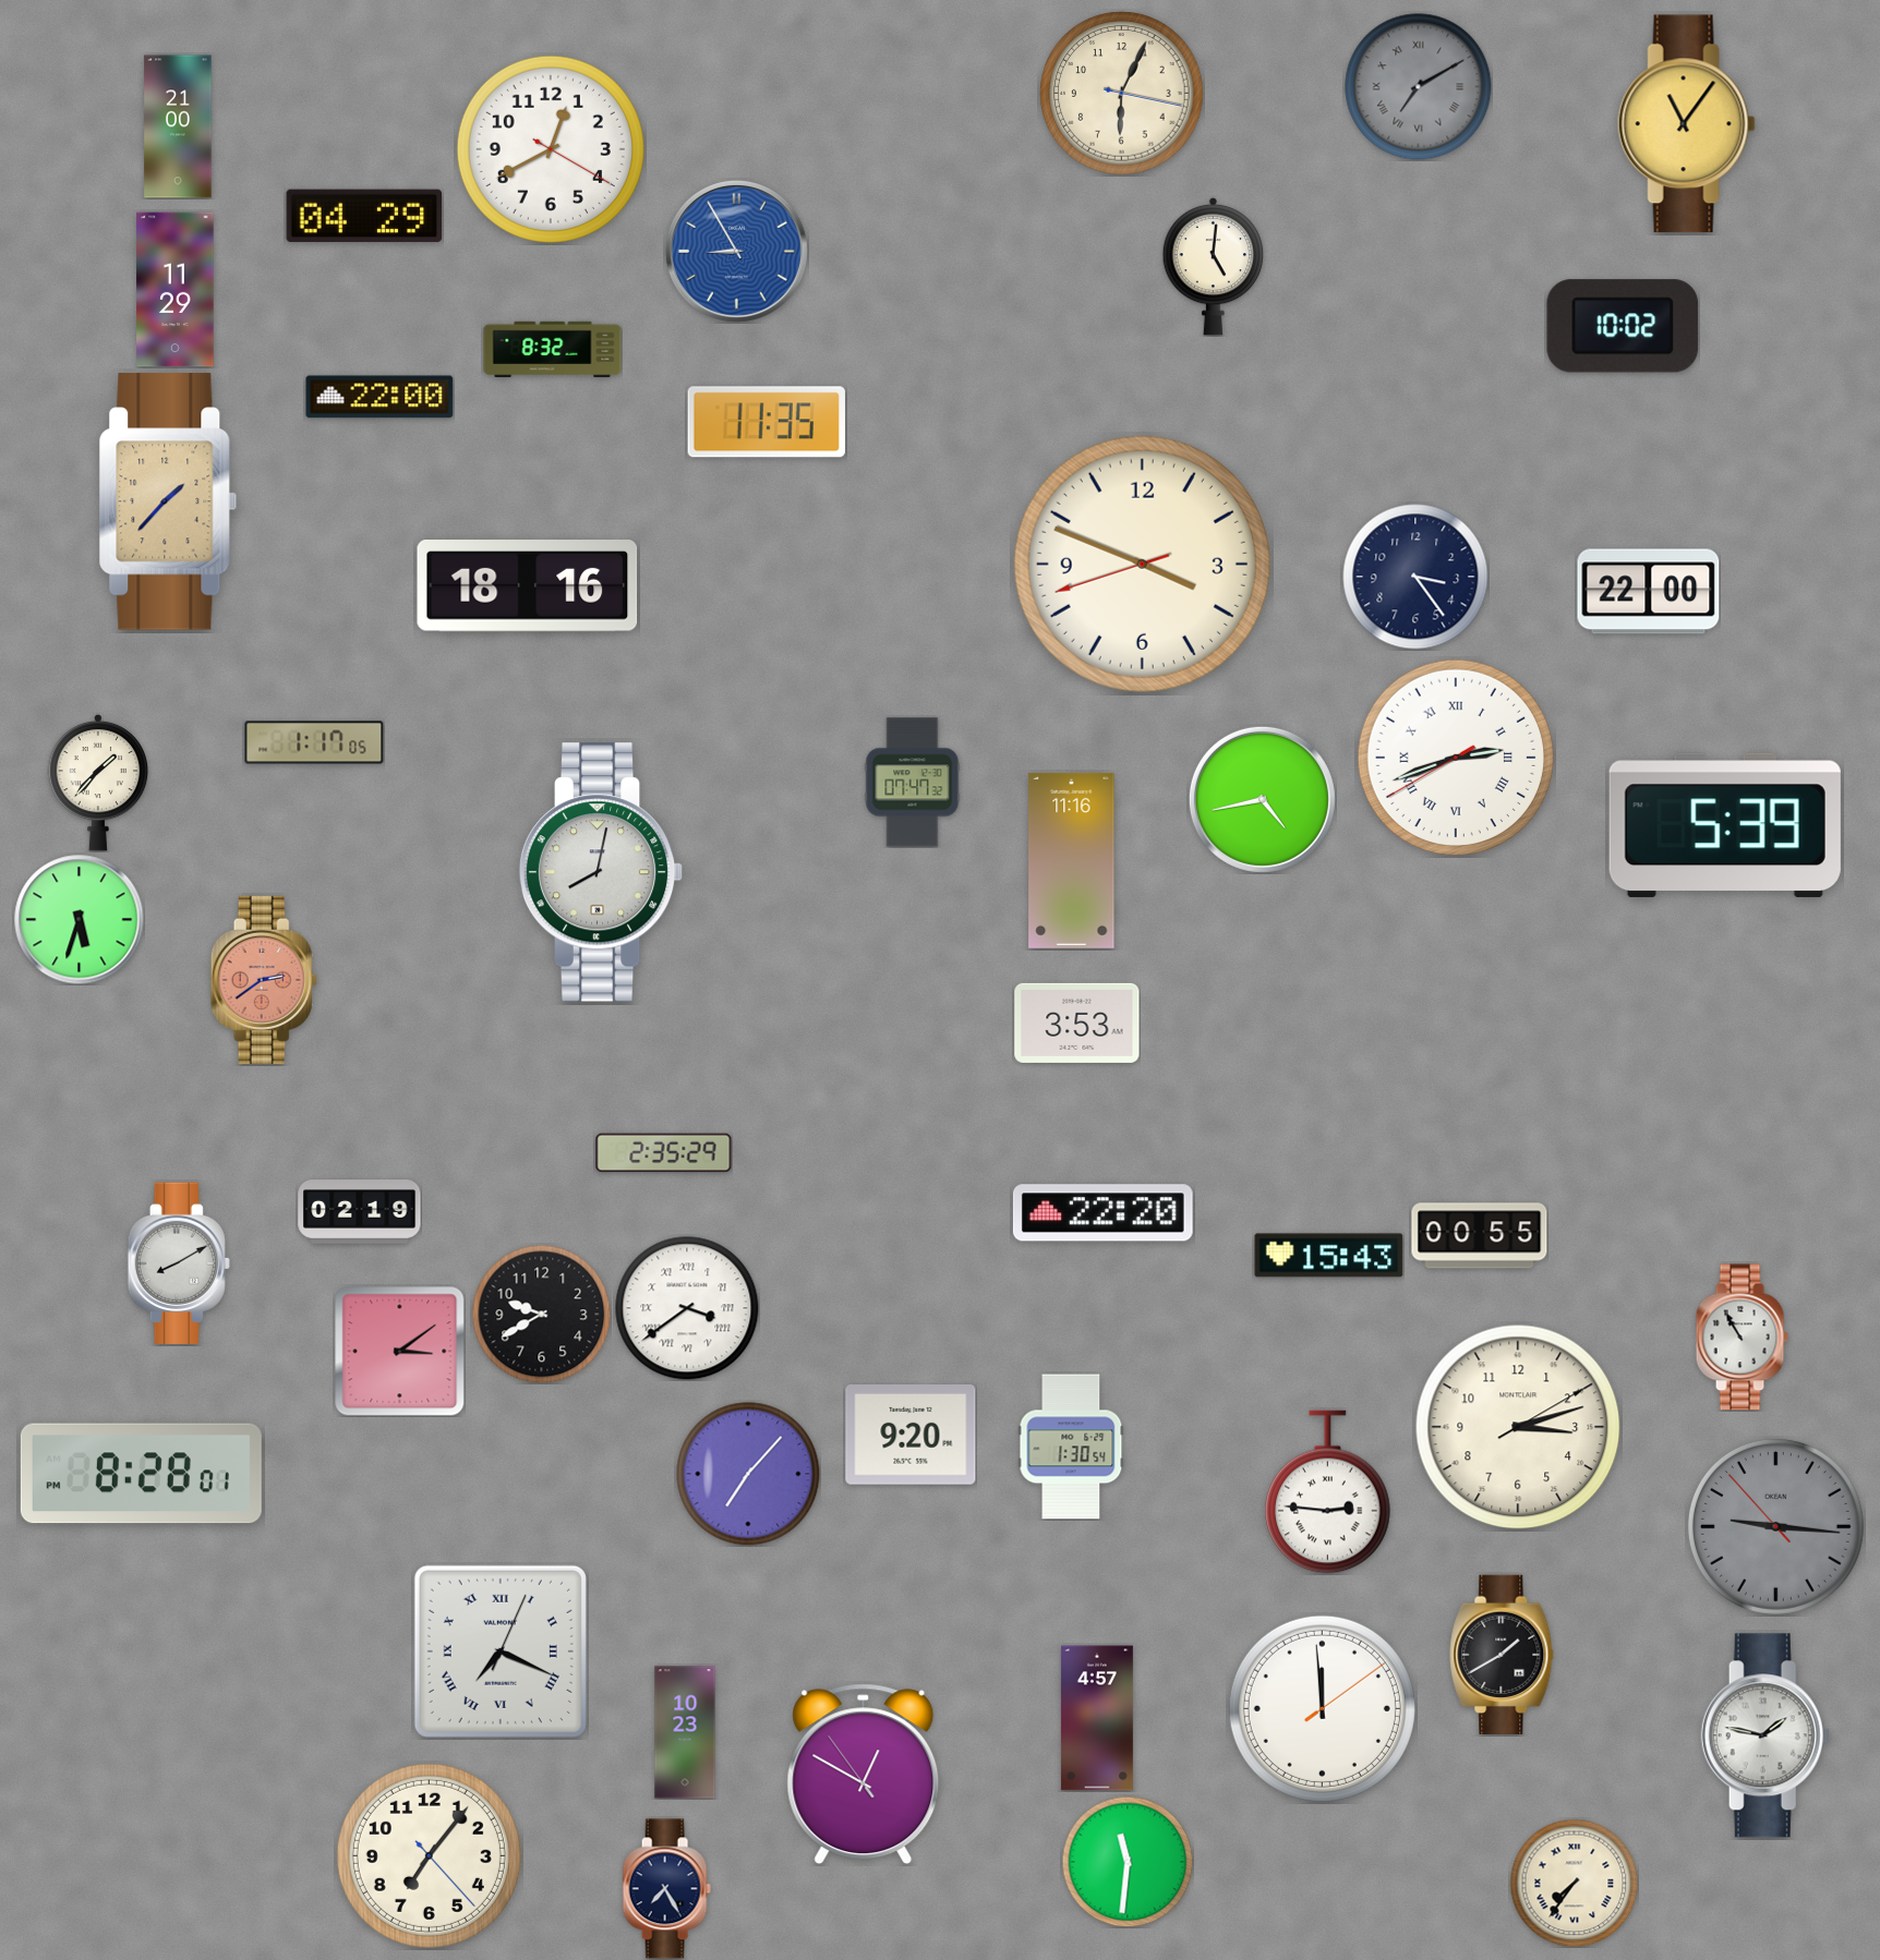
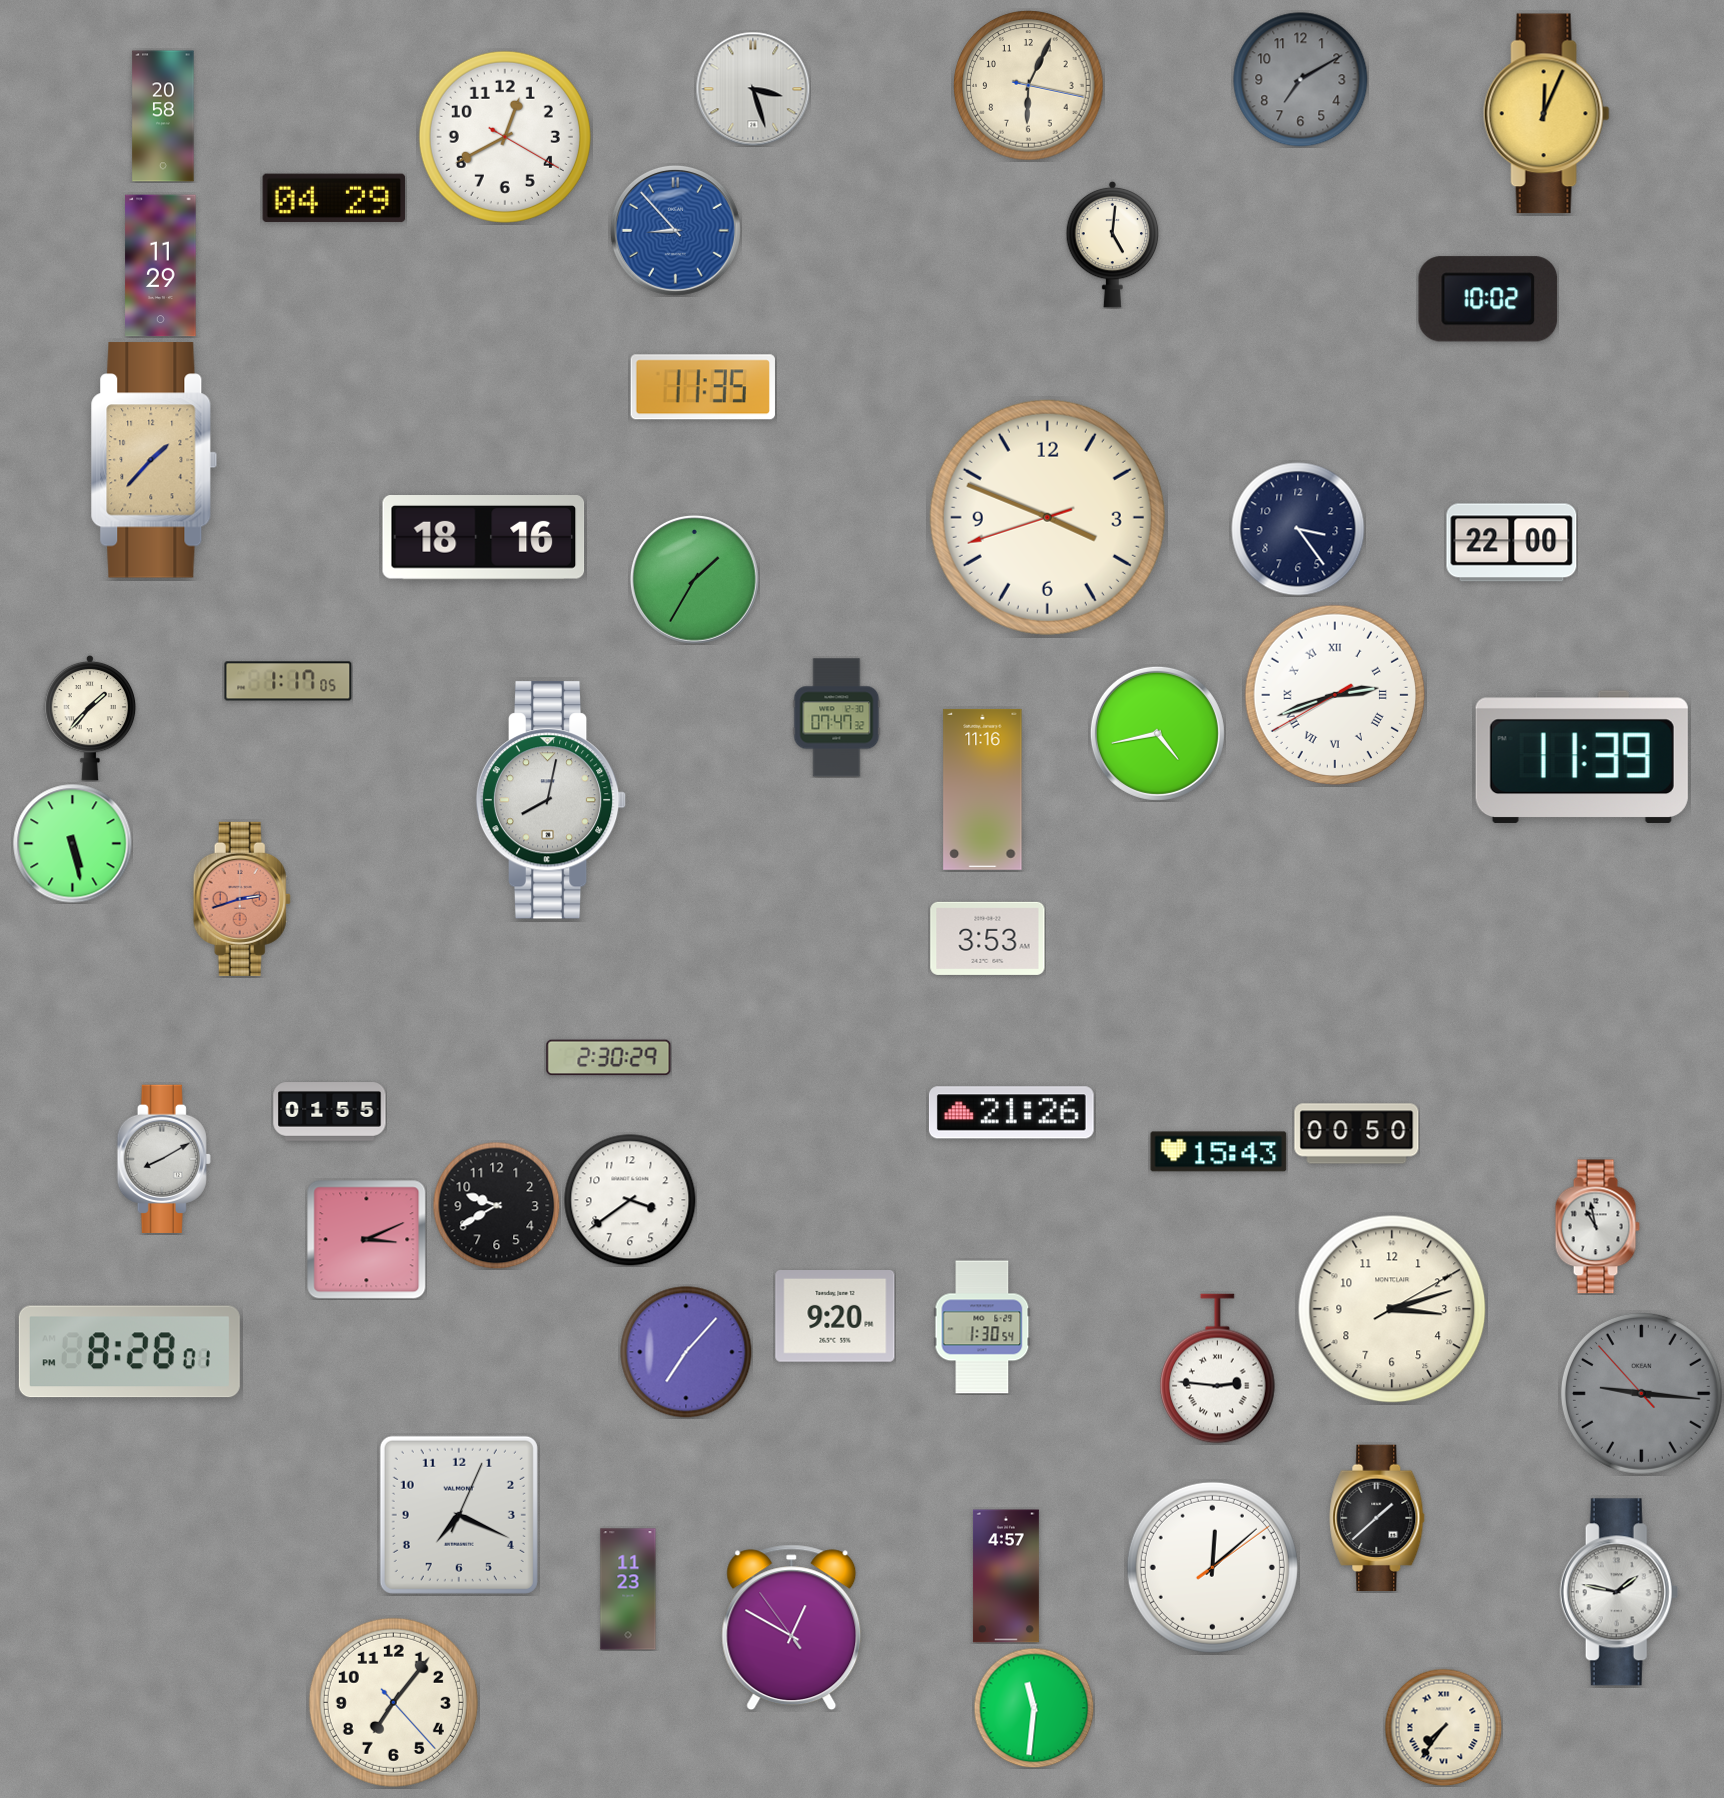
clock at (1419, 87) numerals: Roman -> Arabic
clock at (753, 89): none -> 3:27
clock at (1686, 124): 11:06 -> 12:04
clock at (178, 126): 21:00 -> 20:58
clock at (736, 251): 8:55 -> 8:53
clock at (553, 349): 8:32 -> none
clock at (379, 397): 22:00 -> none
clock at (695, 580): none -> 1:35
clock at (1725, 825): 5:39 -> 11:39
clock at (80, 920): 5:33 -> 5:28
clock at (264, 980): 2:39 -> 2:42
clock at (664, 1153): 2:35 -> 2:30
clock at (360, 1212): 02:19 -> 01:55
clock at (1102, 1213): 22:20 -> 21:26
clock at (1480, 1236): 00:55 -> 00:50
clock at (687, 1308) numerals: Roman -> Arabic
clock at (1742, 1338): 10:55 -> 10:58
clock at (399, 1351): 3:09 -> 3:11
clock at (1775, 1526) position: (1775, 1526) -> (1641, 1393)
clock at (501, 1652) numerals: Roman -> Arabic
clock at (1502, 1654): 1:40 -> 1:38
clock at (1322, 1708): 11:59 -> 12:08
clock at (685, 1732): 10:23 -> 11:23
clock at (666, 1889): 7:25 -> none
